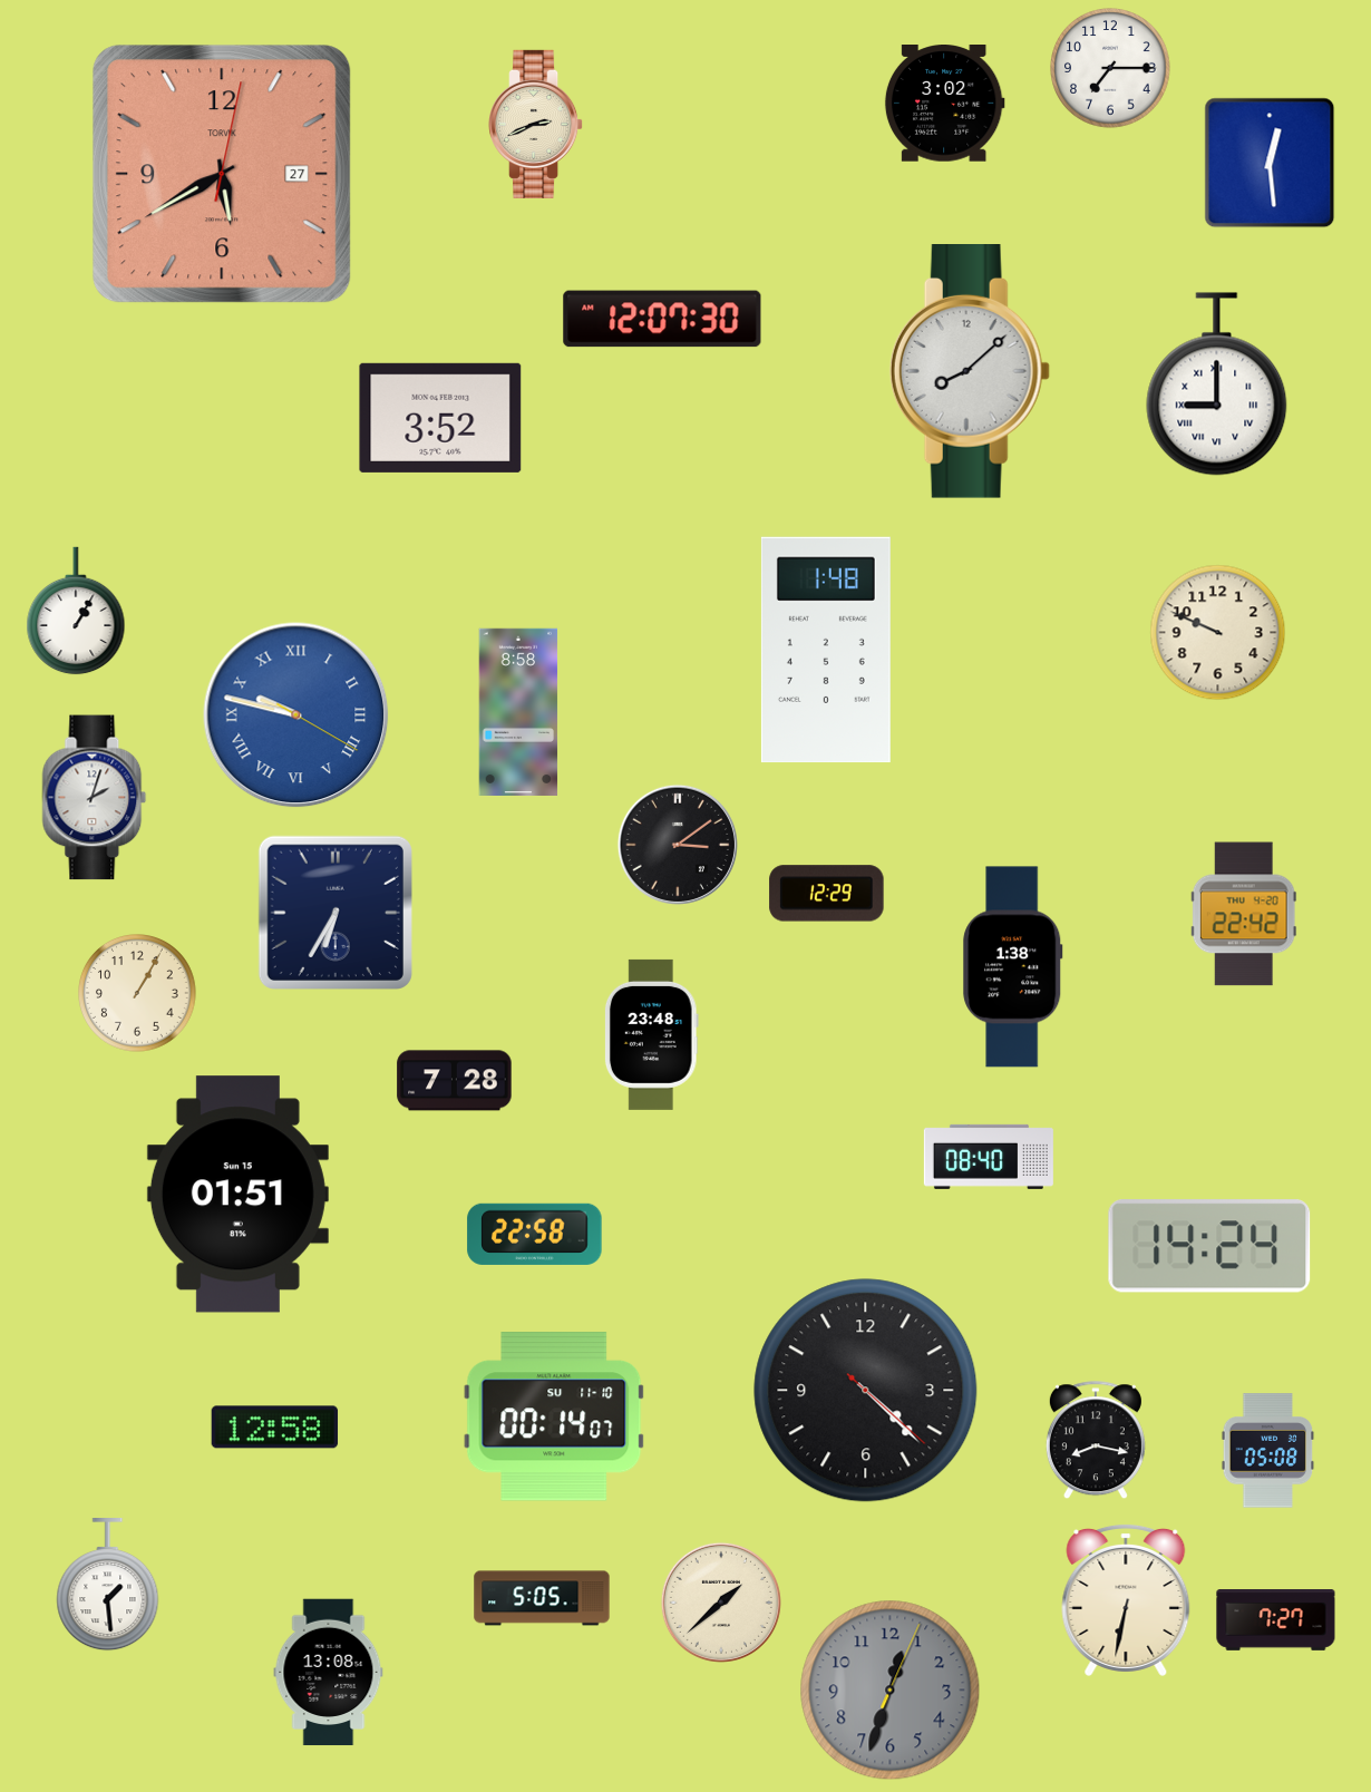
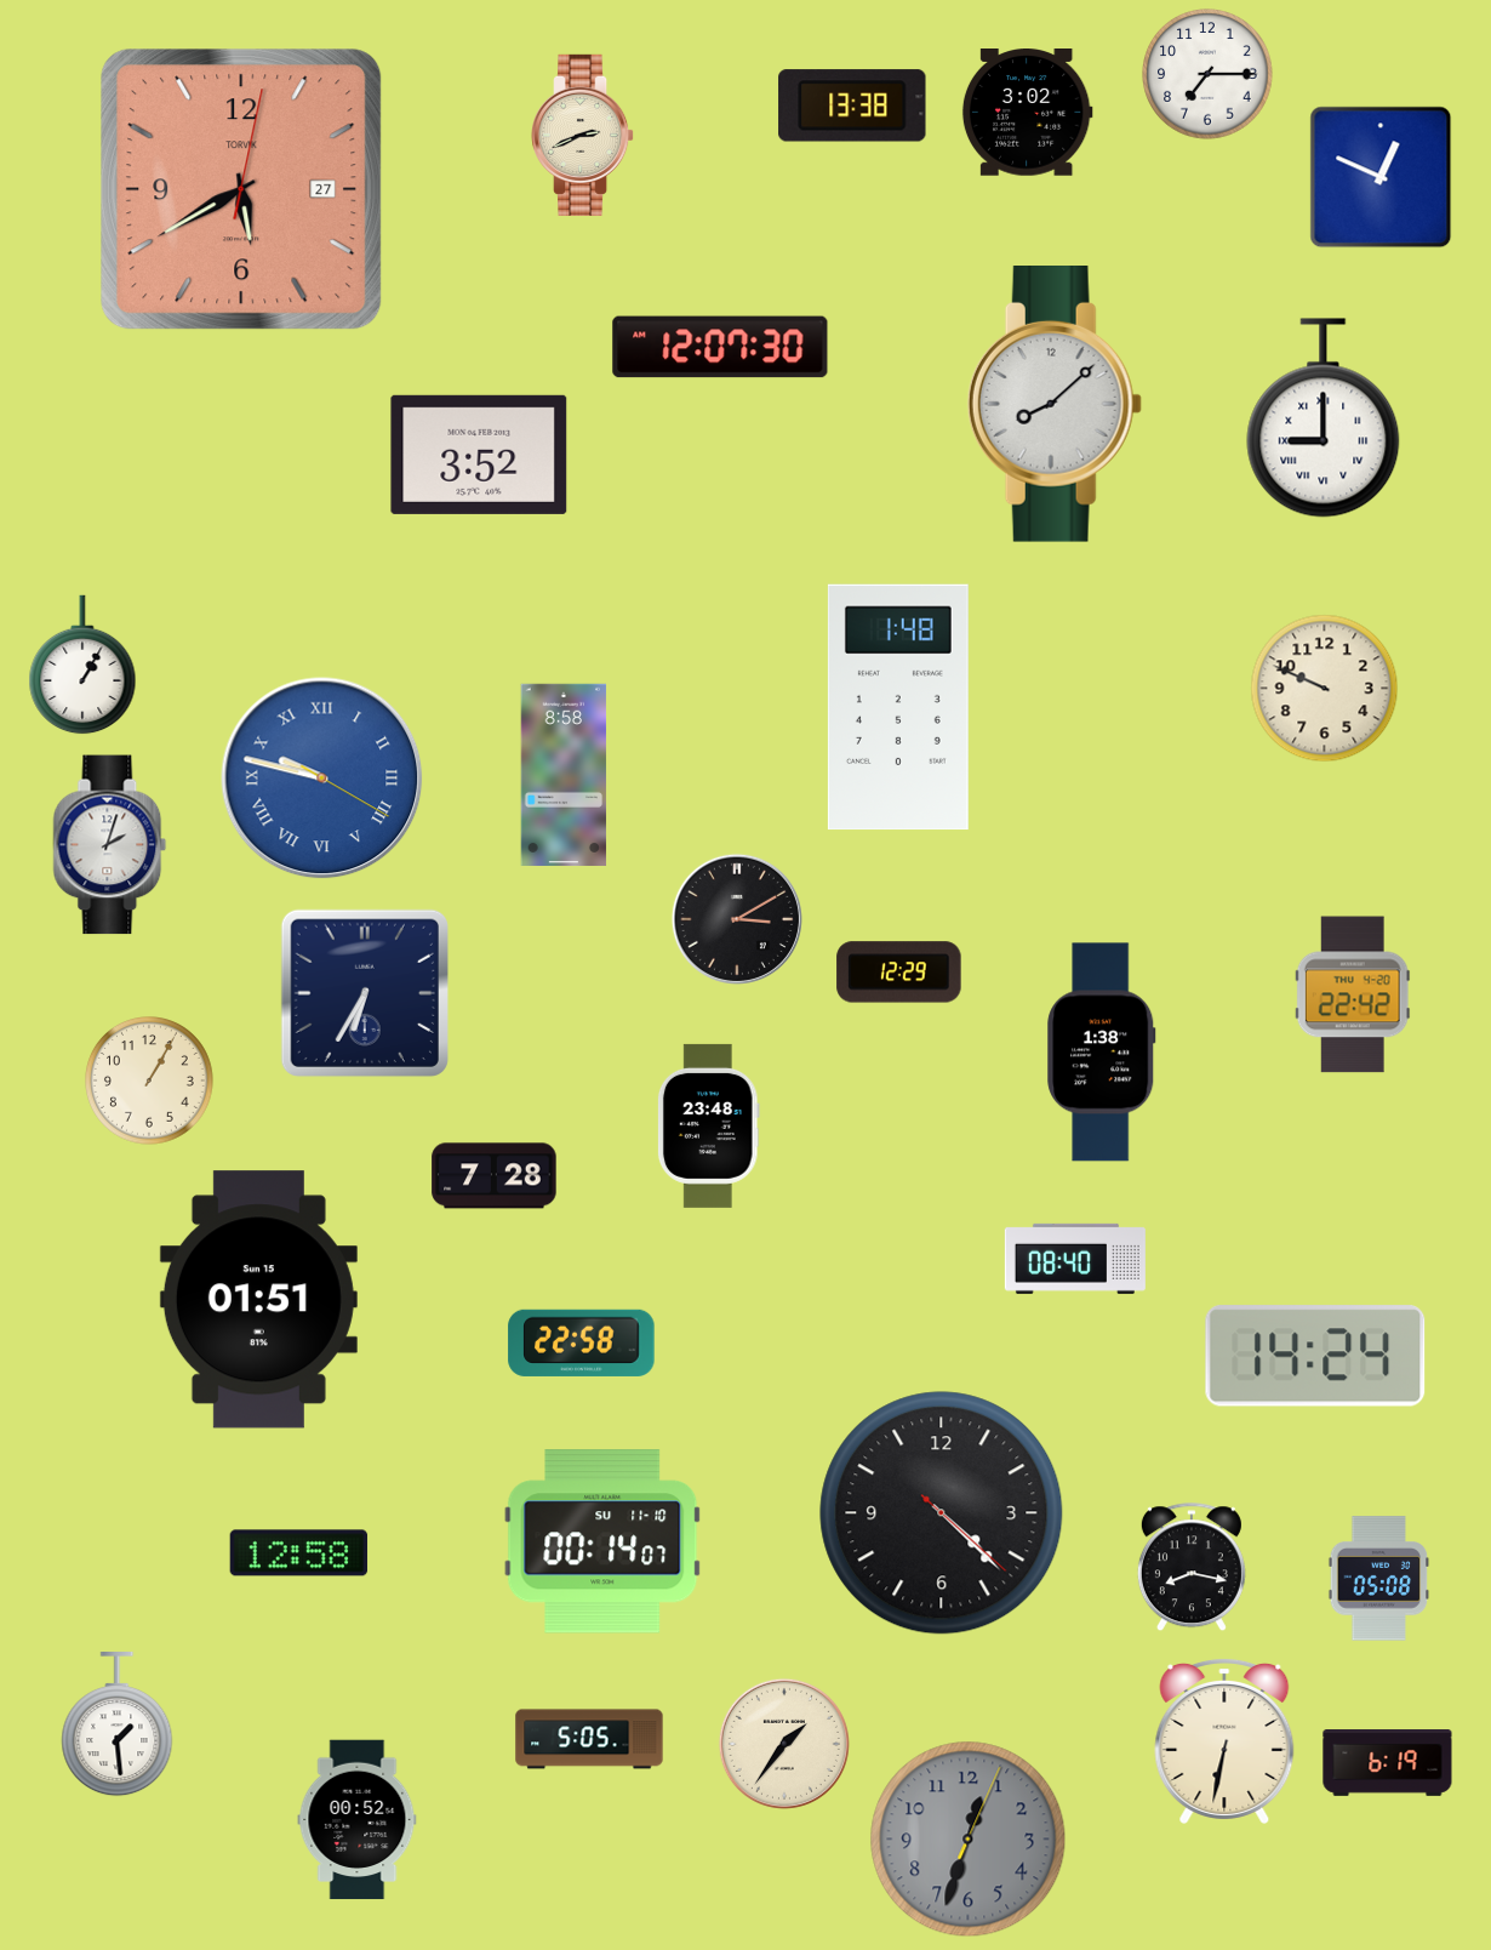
clock at (852, 106): none -> 13:38
clock at (1270, 163): 12:29 -> 12:49
clock at (95, 798) position: (95, 798) -> (110, 845)
clock at (678, 845): 3:09 -> 3:10
clock at (721, 1603): 1:38 -> 1:36
clock at (1276, 1620): 7:27 -> 6:19
clock at (329, 1673): 13:08 -> 00:52
